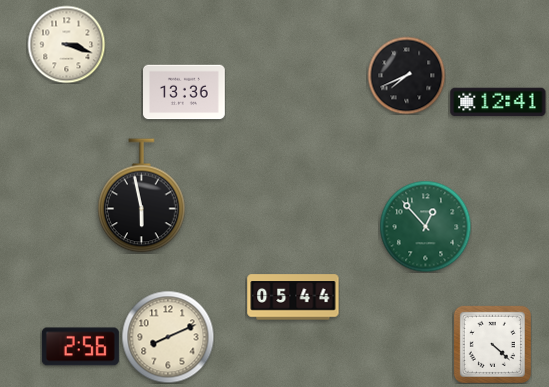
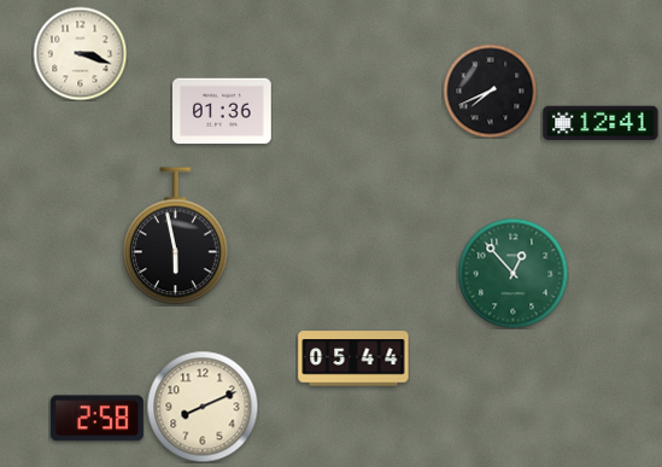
clock at (185, 92): 13:36 -> 01:36
clock at (142, 196) position: (142, 196) -> (176, 237)
clock at (492, 344): 4:22 -> none
clock at (80, 347): 2:56 -> 2:58
